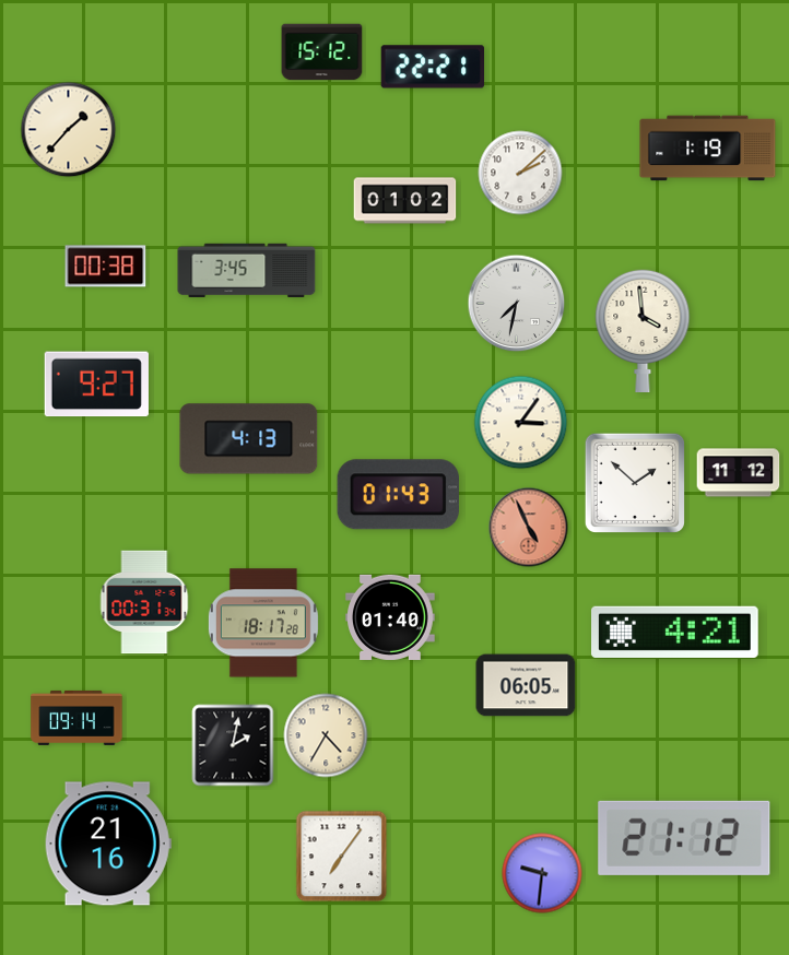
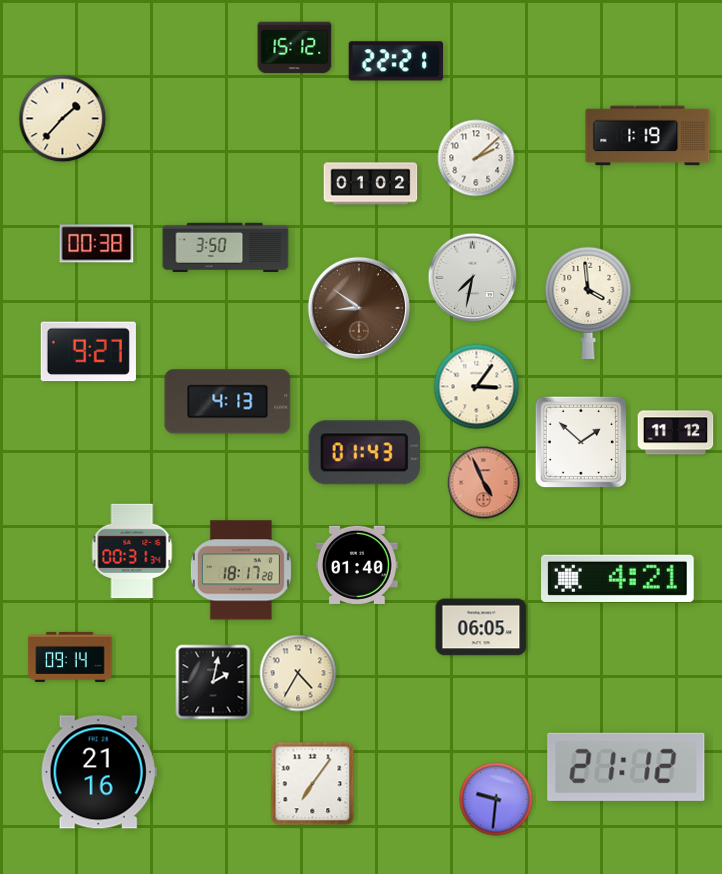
clock at (247, 271): 3:45 -> 3:50
clock at (359, 308): none -> 8:51
